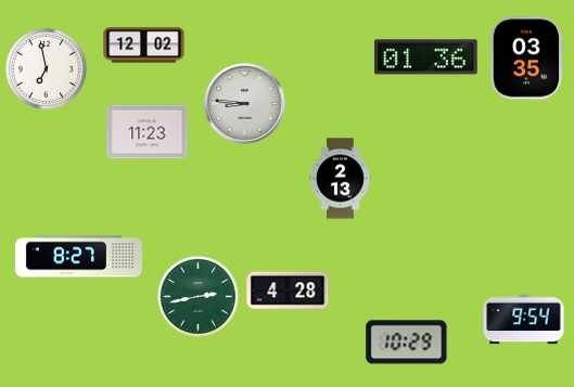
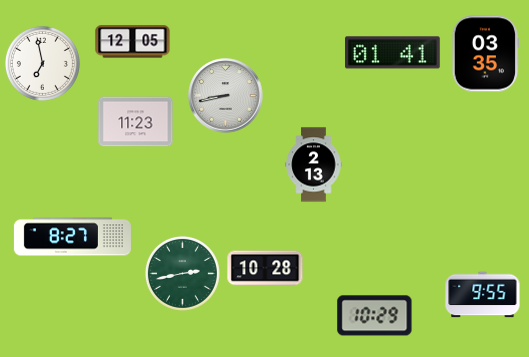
clock at (144, 46): 12:02 -> 12:05
clock at (426, 57): 01:36 -> 01:41
clock at (245, 104): 8:46 -> 8:43
clock at (288, 291): 4:28 -> 10:28
clock at (524, 320): 9:54 -> 9:55
